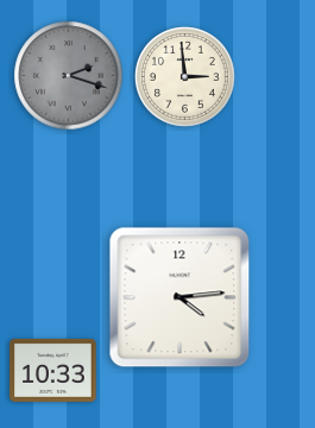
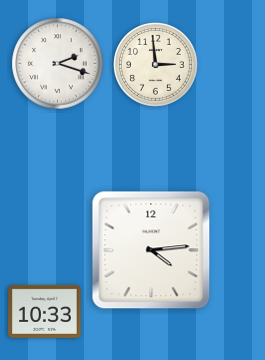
clock at (69, 76) dial: grey -> white
